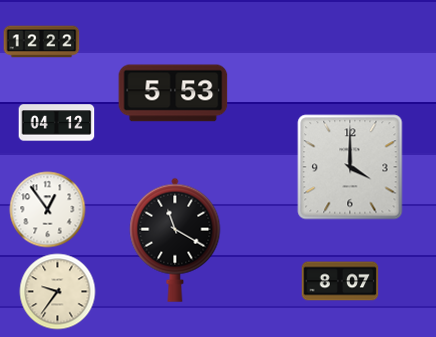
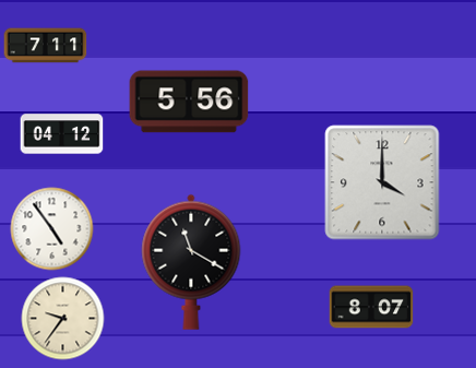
clock at (42, 42): 12:22 -> 7:11
clock at (173, 93): 5:53 -> 5:56
clock at (48, 210): 12:54 -> 4:54
